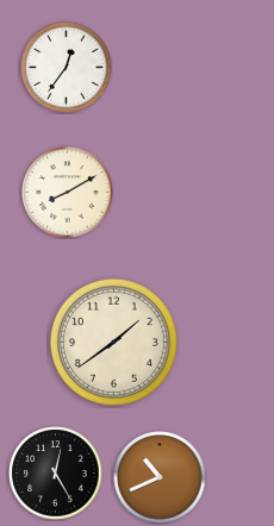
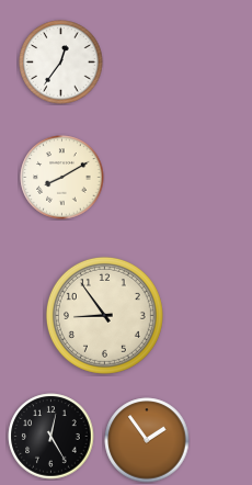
clock at (113, 342): 1:39 -> 8:54
clock at (160, 477): 10:41 -> 1:54
